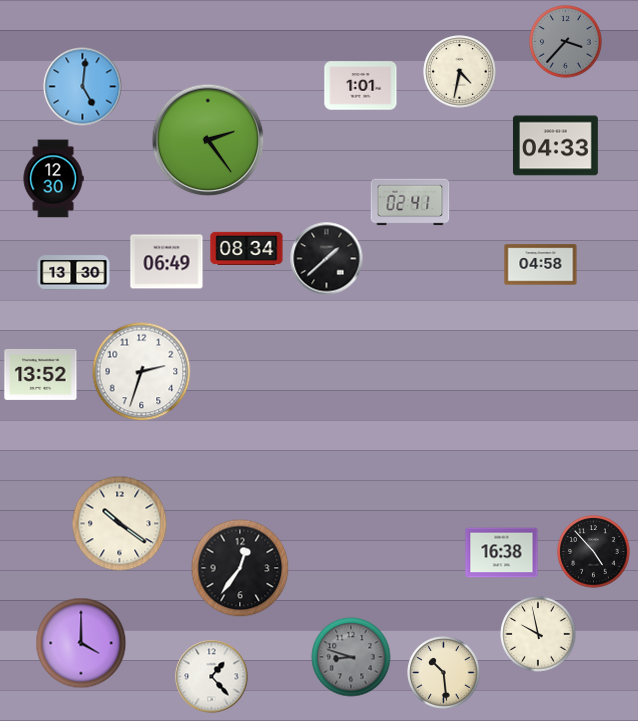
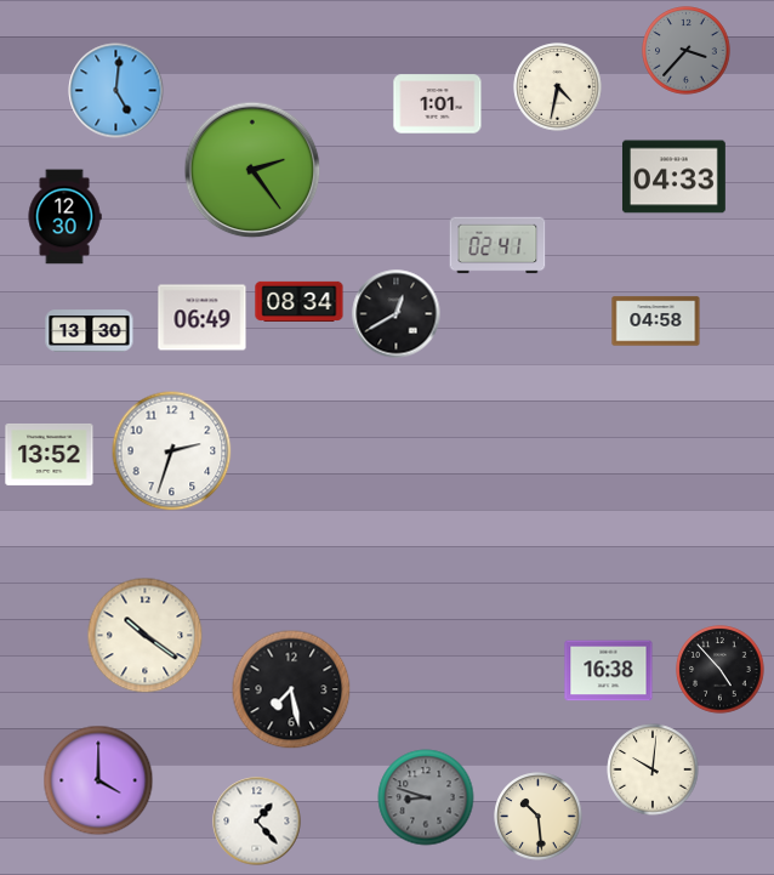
clock at (83, 87) position: (83, 87) -> (116, 91)
clock at (327, 259): 1:38 -> 12:40
clock at (240, 568): 12:36 -> 7:28
clock at (538, 634): 9:58 -> 10:01
